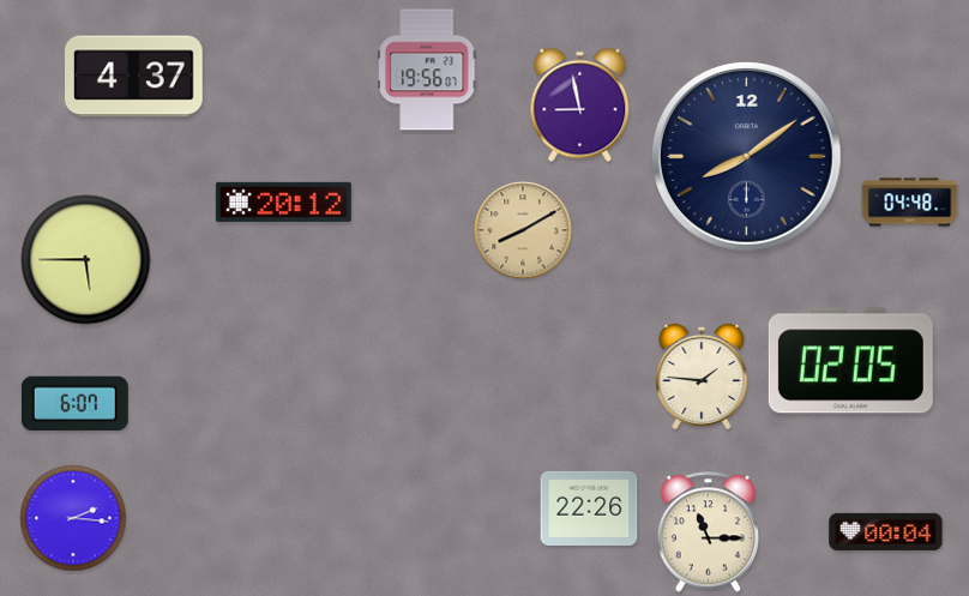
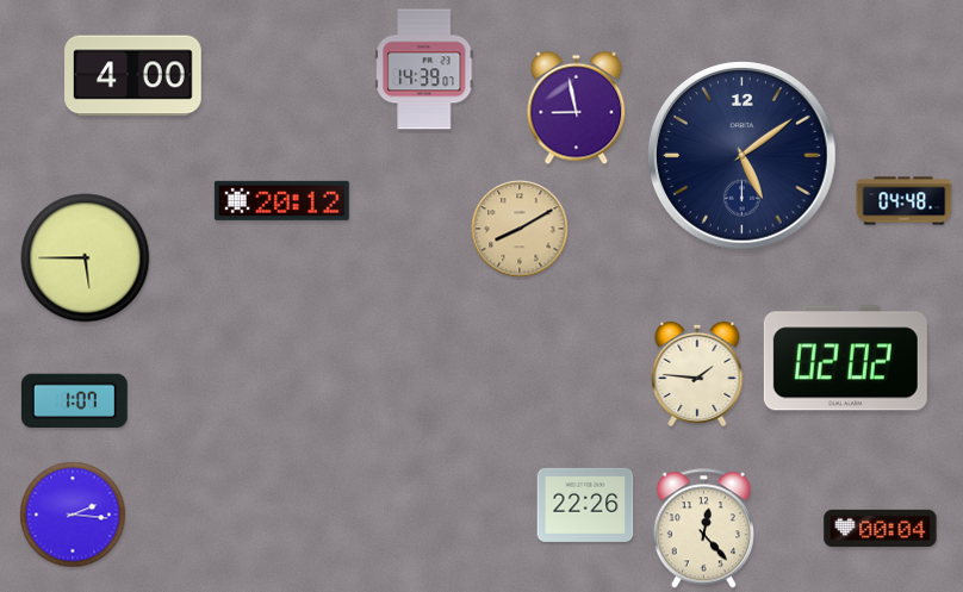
clock at (427, 70): 19:56 -> 14:39
clock at (134, 77): 4:37 -> 4:00
clock at (580, 106) position: (580, 106) -> (577, 108)
clock at (747, 157): 8:09 -> 5:09
clock at (850, 361): 02:05 -> 02:02
clock at (74, 403): 6:07 -> 1:07
clock at (708, 532): 11:15 -> 12:23
